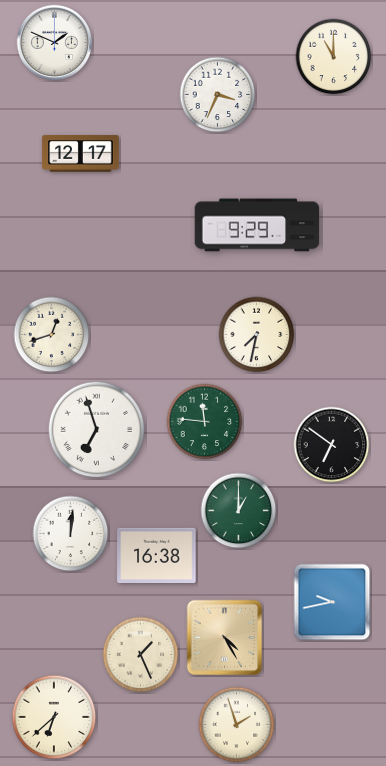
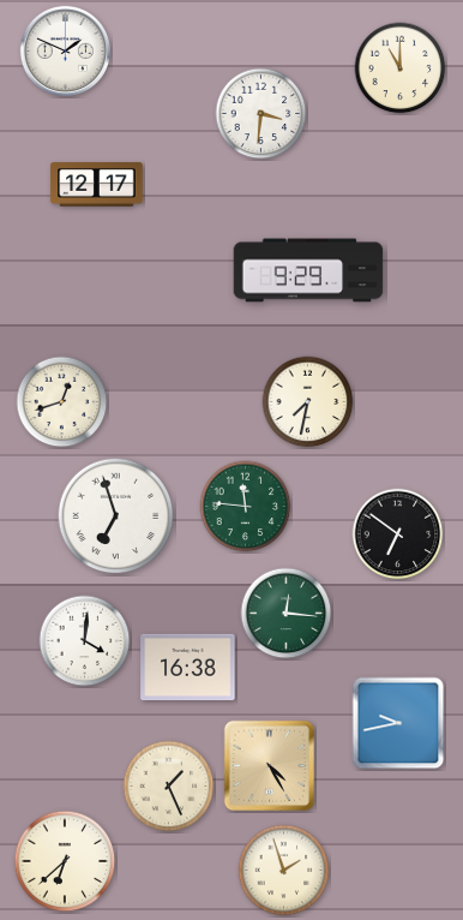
clock at (218, 95): 3:34 -> 3:31
clock at (239, 511): 1:00 -> 12:16
clock at (71, 534): 12:01 -> 4:01
